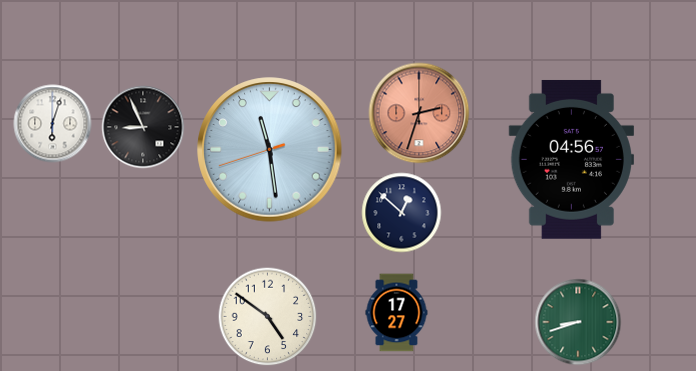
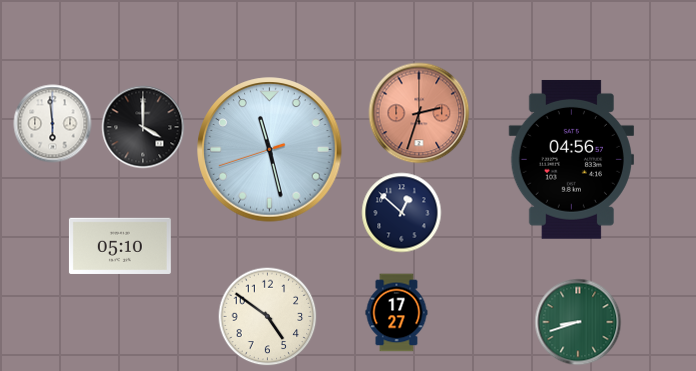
clock at (53, 124): 6:03 -> 5:59
clock at (143, 127): 8:56 -> 4:00
clock at (270, 150): 11:28 -> 11:27
clock at (120, 246): none -> 05:10
